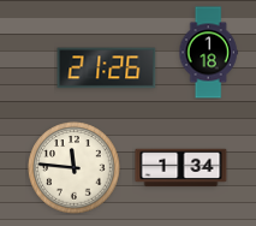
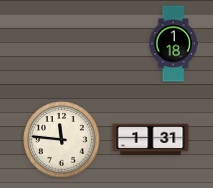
clock at (107, 69): 21:26 -> none
clock at (181, 168): 1:34 -> 1:31
